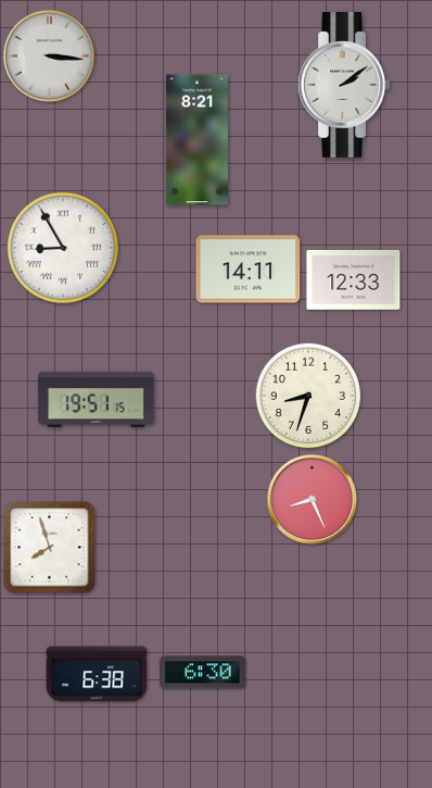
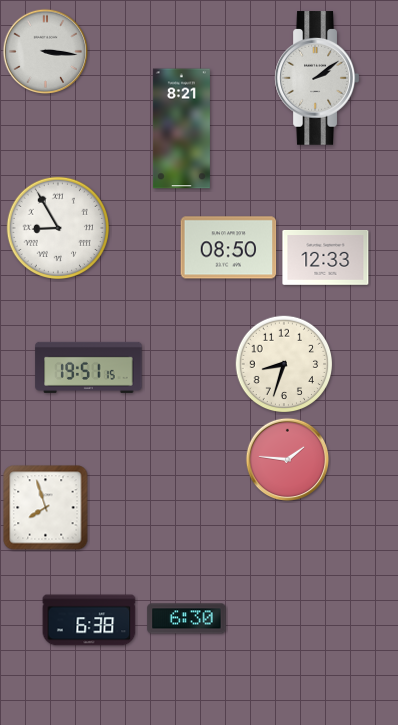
clock at (249, 270): 14:11 -> 08:50
clock at (313, 500): 8:26 -> 1:46
clock at (50, 548) position: (50, 548) -> (46, 508)
